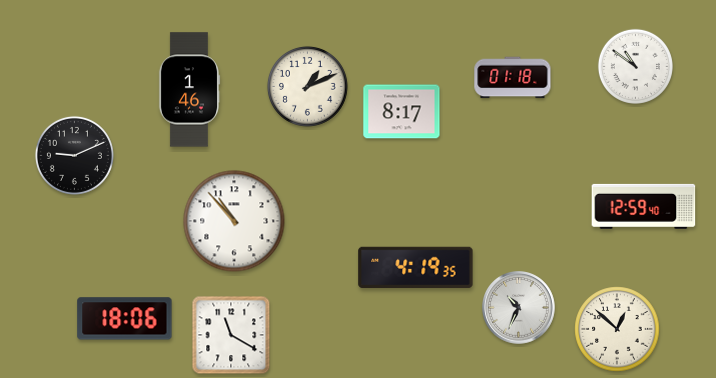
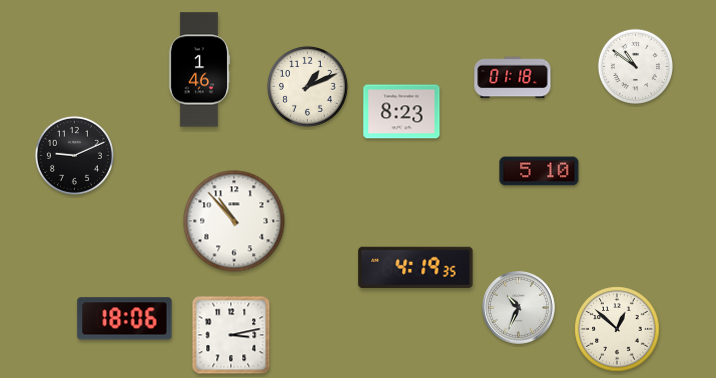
clock at (189, 90) position: (189, 90) -> (199, 70)
clock at (402, 112): 8:17 -> 8:23
clock at (539, 171): none -> 5:10
clock at (644, 206): 12:59 -> none
clock at (231, 335): 11:20 -> 3:13
